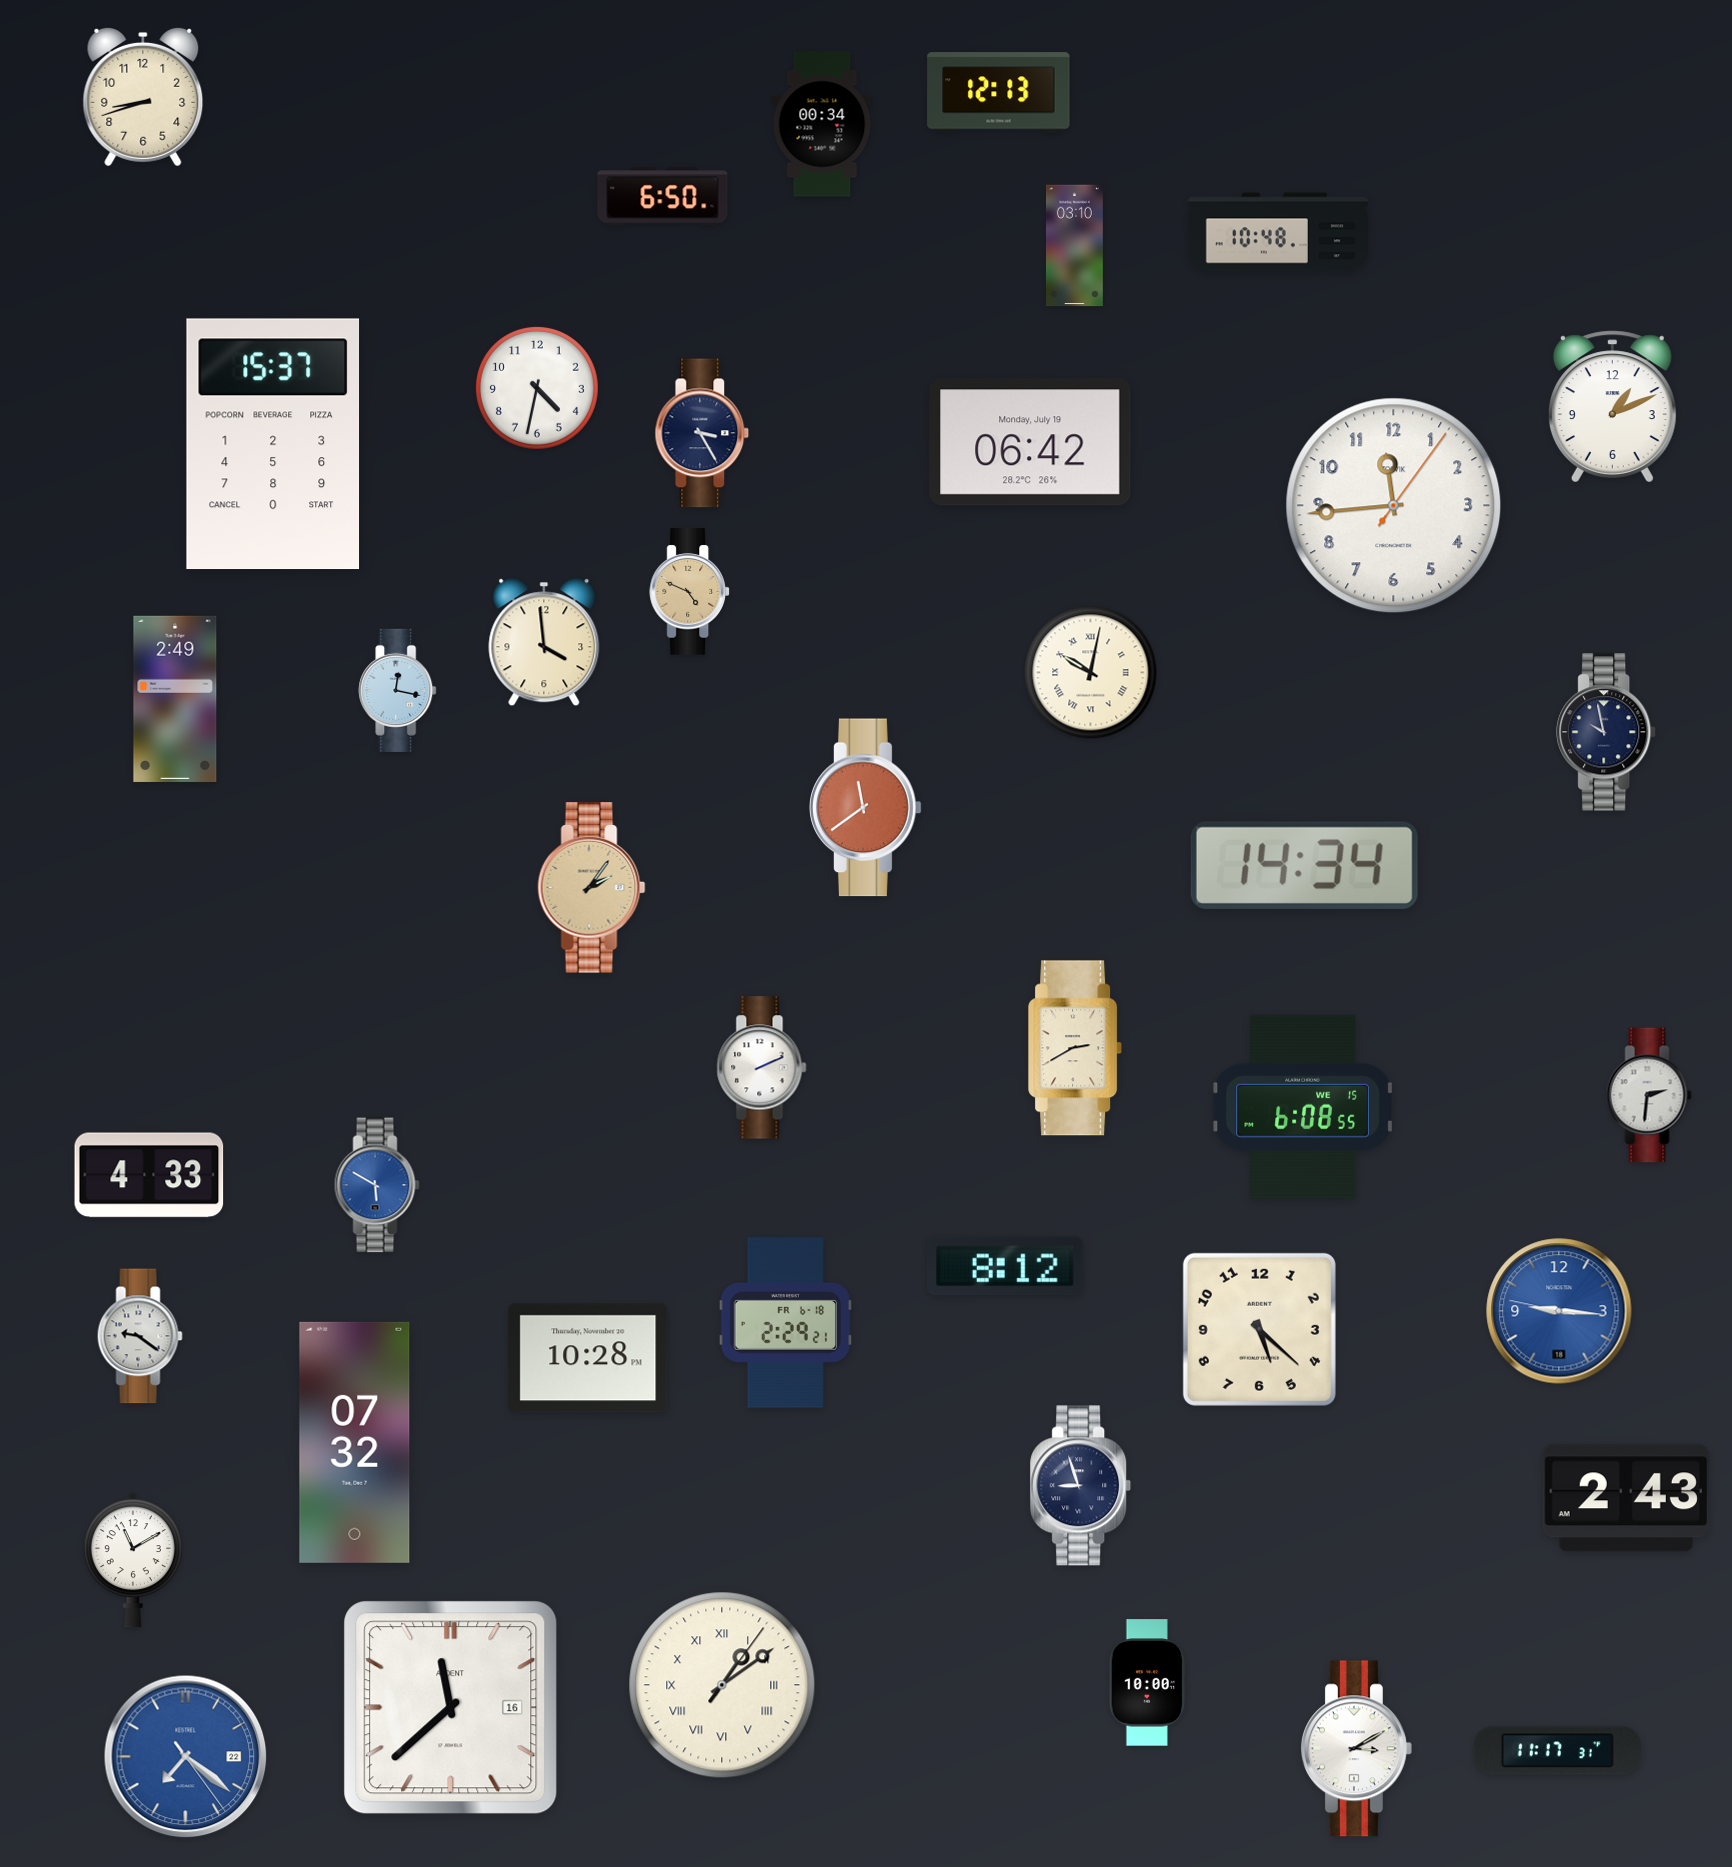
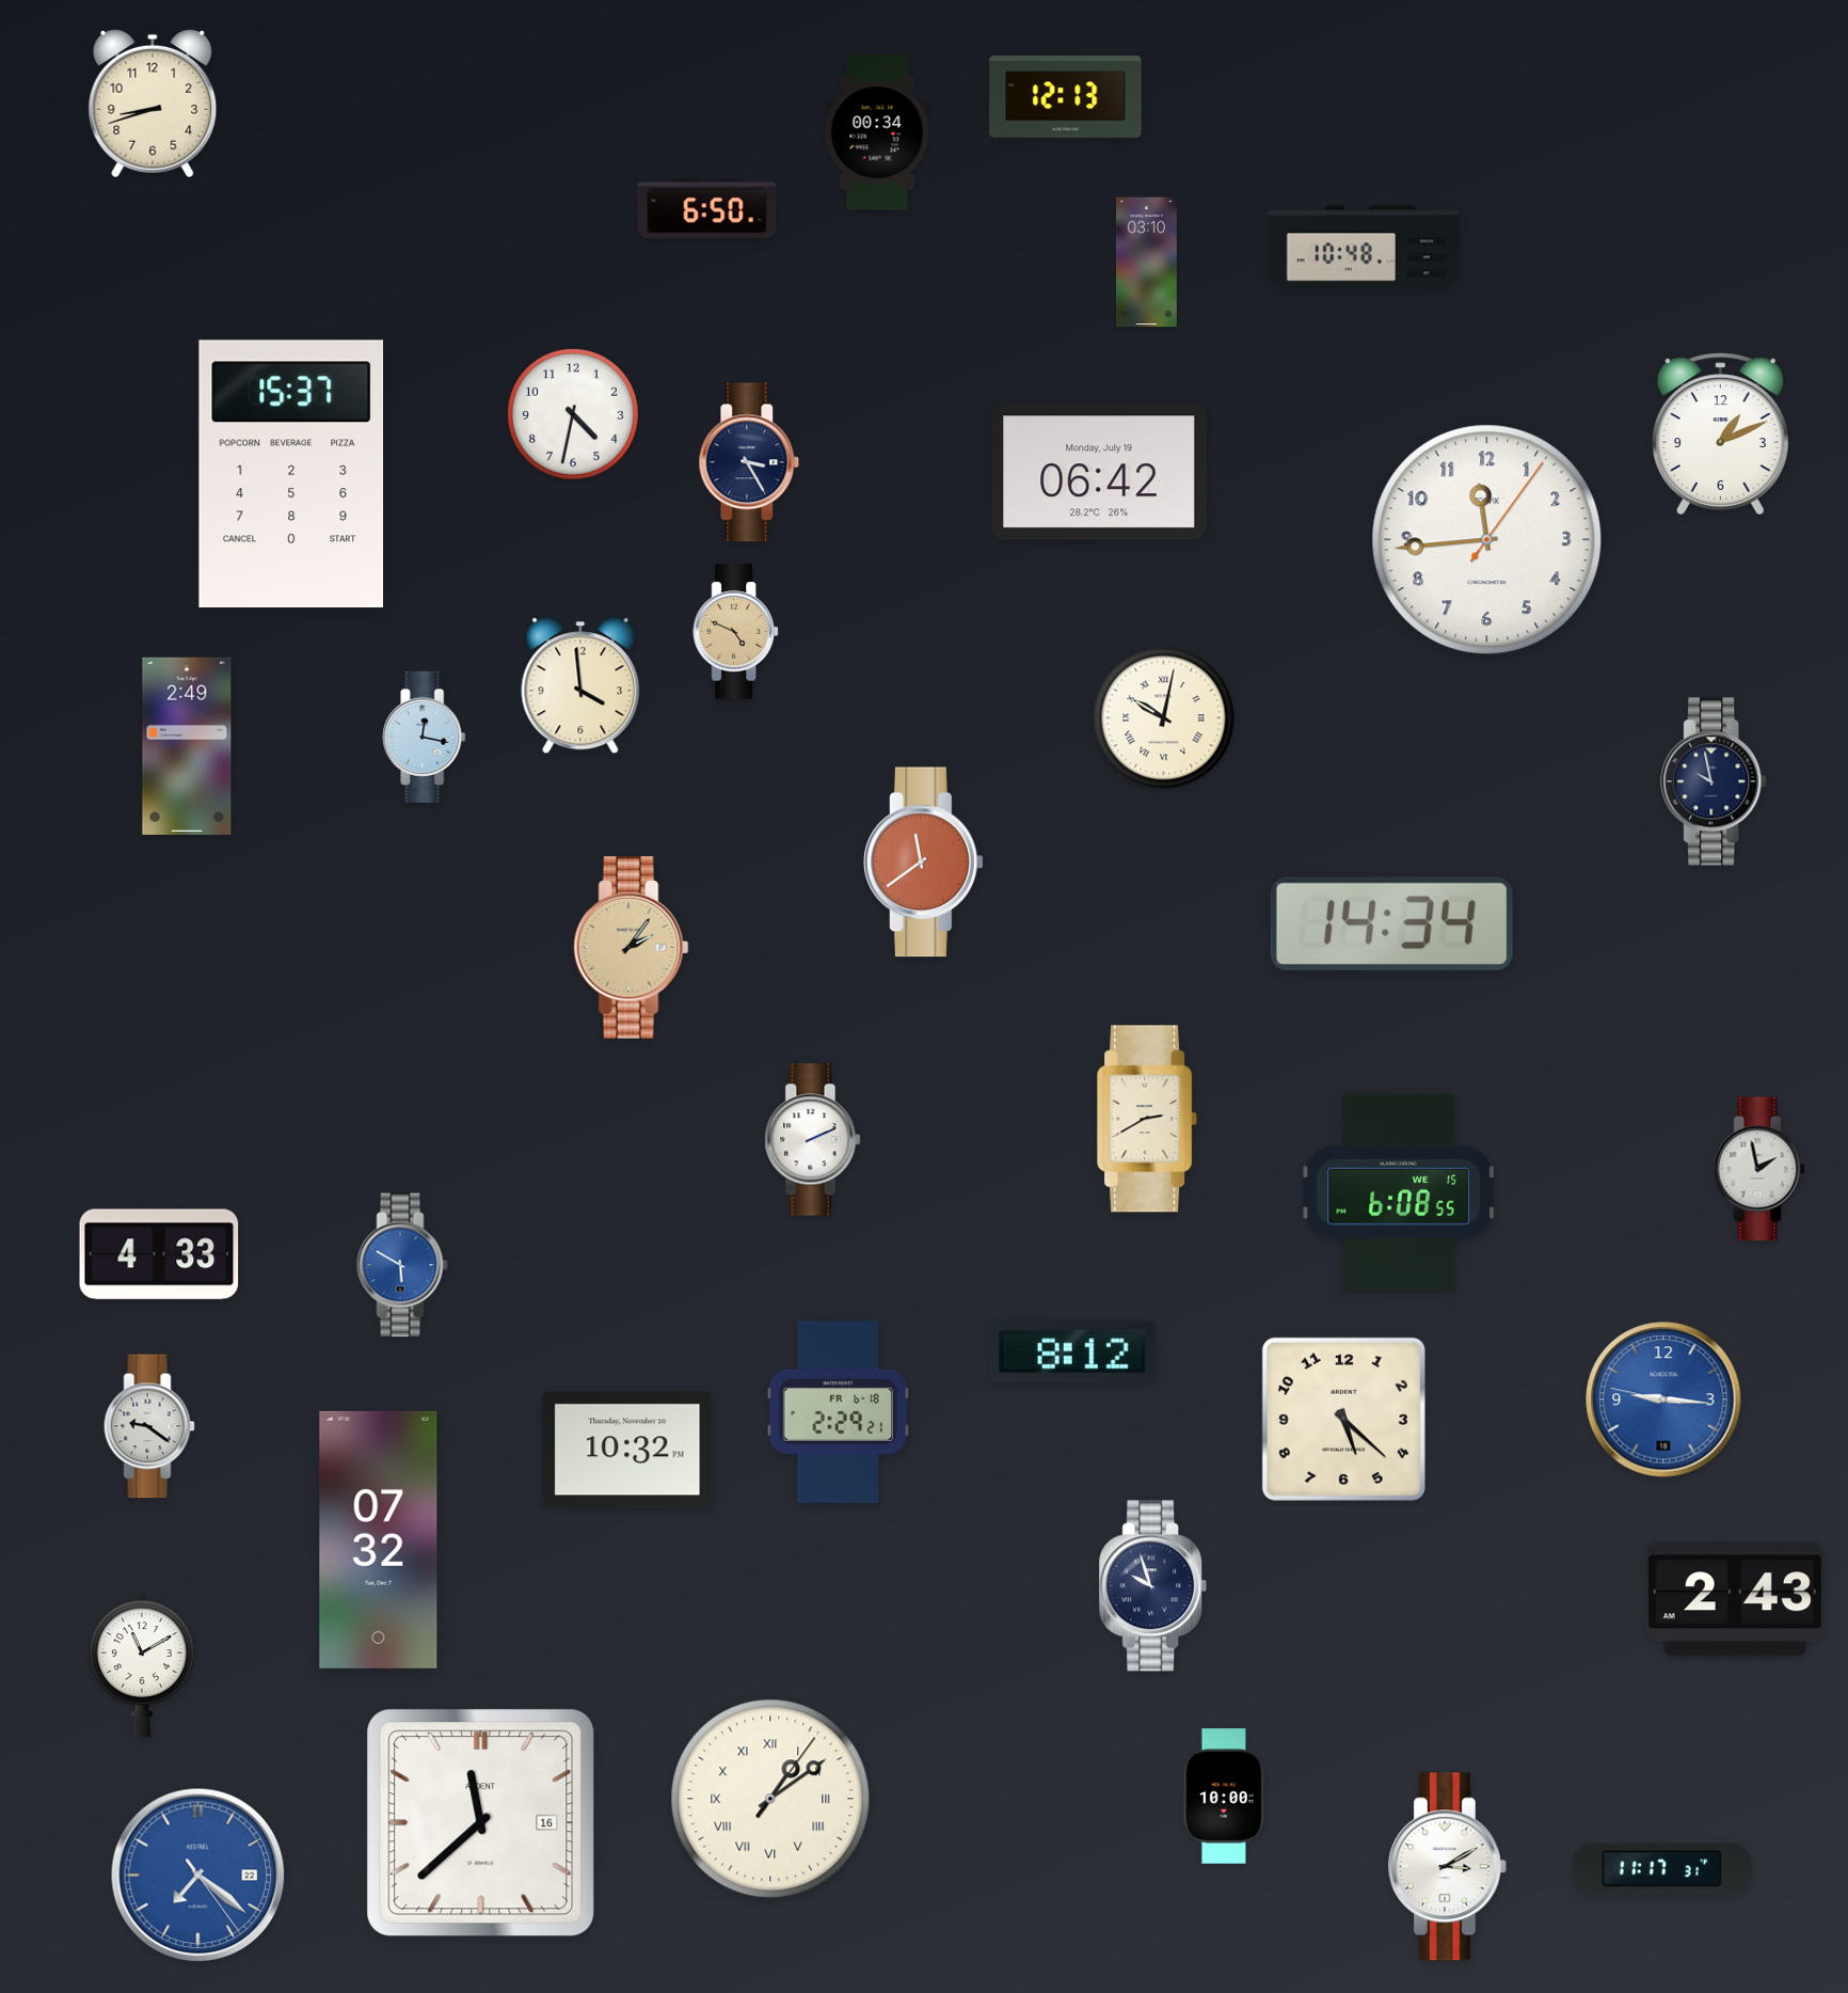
clock at (1649, 1095): 2:31 -> 1:58
clock at (1303, 1107) position: (1303, 1107) -> (1399, 1192)
clock at (588, 1358): 10:28 -> 10:32
clock at (1081, 1486): 8:57 -> 9:57
